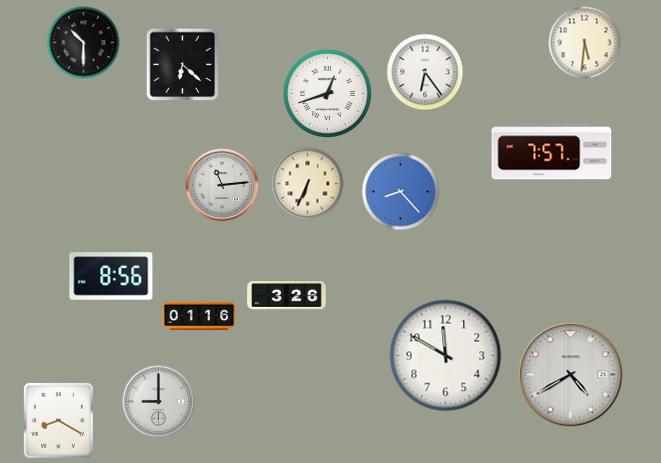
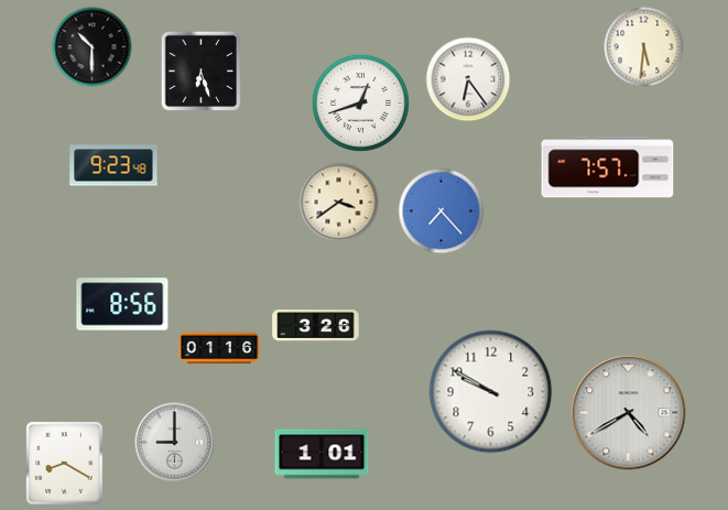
clock at (182, 64): 6:22 -> 6:27
clock at (113, 165): none -> 9:23
clock at (308, 184): 6:34 -> 3:39
clock at (222, 185): 11:14 -> none
clock at (401, 192): 8:23 -> 7:23
clock at (446, 356): 11:50 -> 9:50
clock at (322, 454): none -> 1:01
